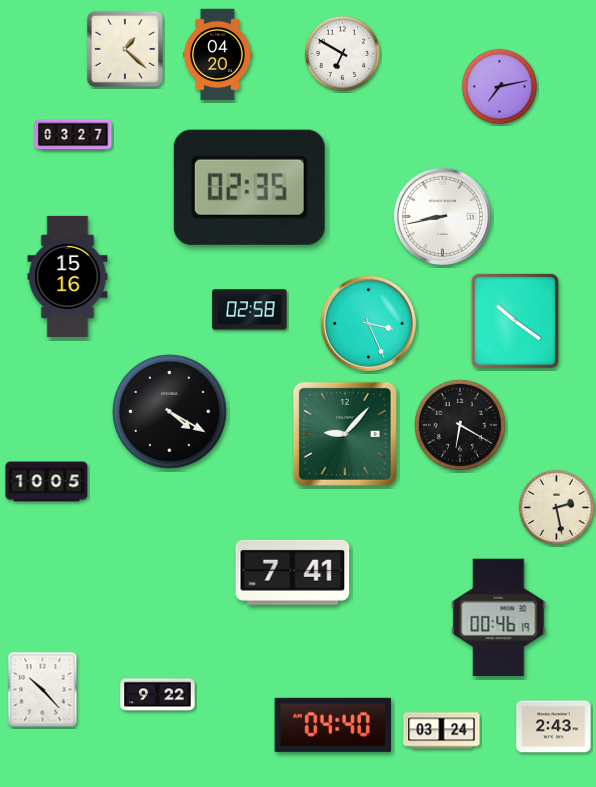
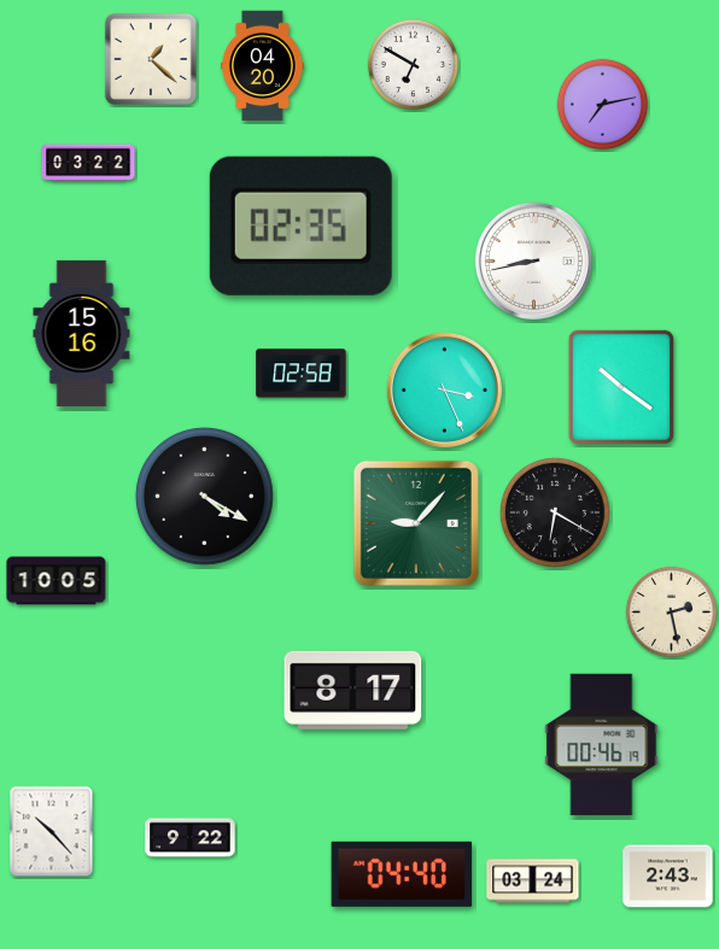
clock at (73, 135): 03:27 -> 03:22
clock at (293, 572): 7:41 -> 8:17
